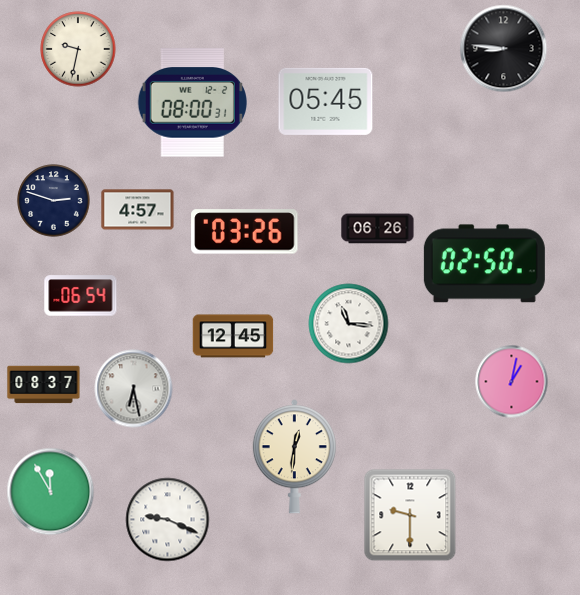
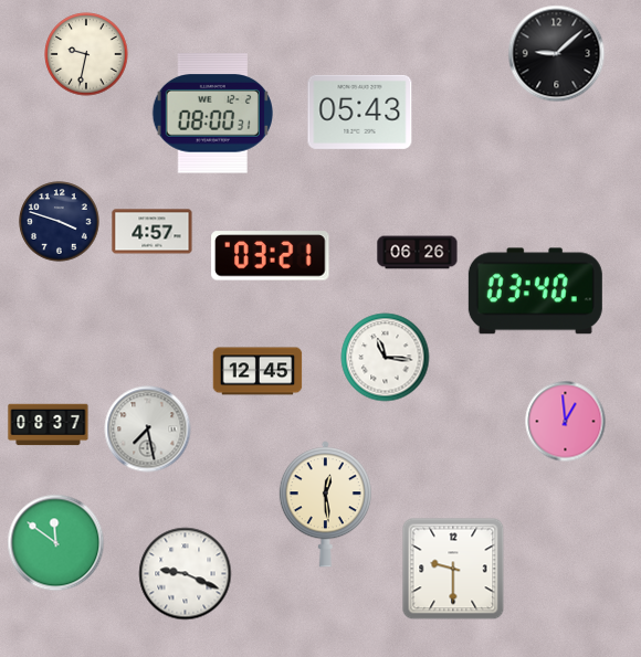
clock at (504, 49): 8:46 -> 9:08
clock at (326, 101): 05:45 -> 05:43
clock at (54, 201): 2:48 -> 3:48
clock at (245, 232): 03:26 -> 03:21
clock at (484, 264): 02:50 -> 03:40
clock at (81, 296): 06:54 -> none
clock at (512, 382): 1:02 -> 12:59
clock at (134, 389): 6:28 -> 7:28
clock at (294, 457): 12:31 -> 12:29
clock at (51, 492): 11:55 -> 11:51
